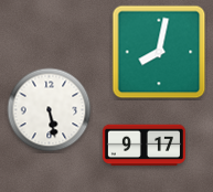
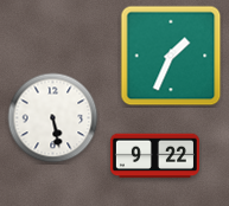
clock at (159, 52): 8:02 -> 1:34
clock at (143, 146): 9:17 -> 9:22
